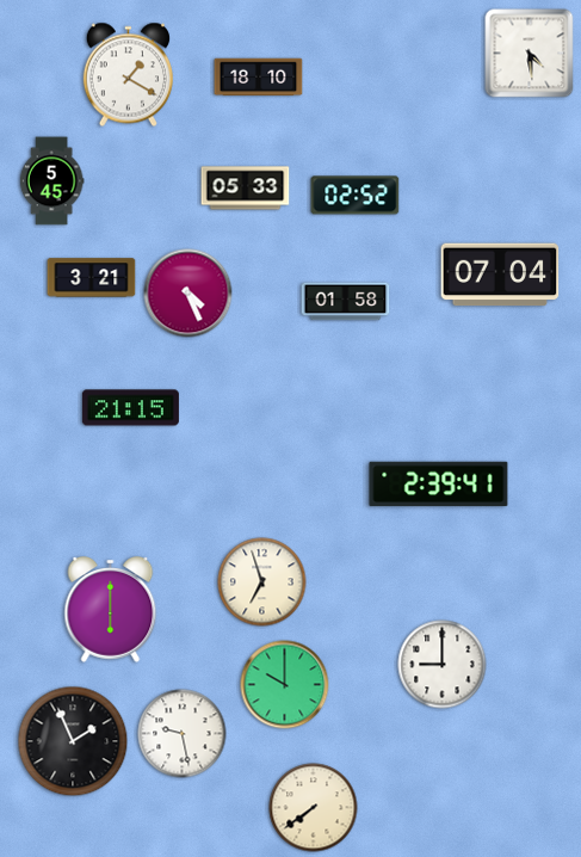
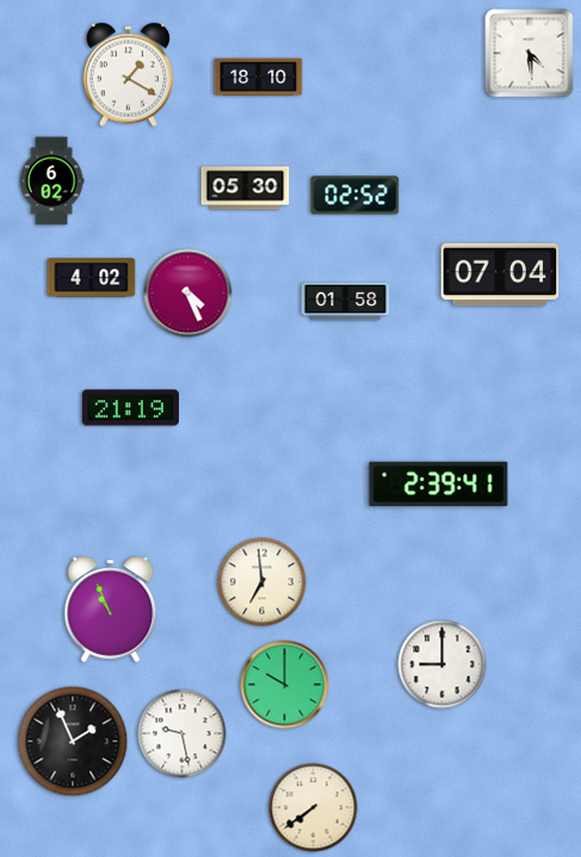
clock at (51, 181): 5:45 -> 6:02
clock at (246, 189): 05:33 -> 05:30
clock at (92, 278): 3:21 -> 4:02
clock at (130, 408): 21:15 -> 21:19
clock at (262, 582): 6:57 -> 6:59
clock at (111, 610): 6:00 -> 10:56
